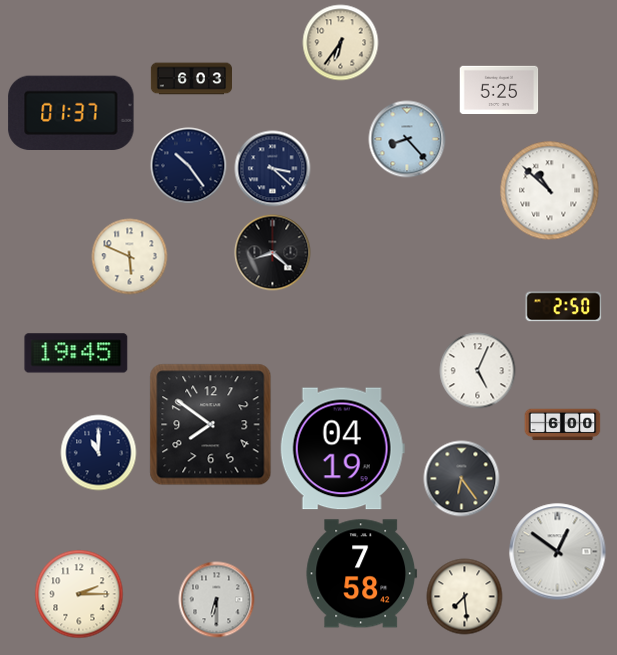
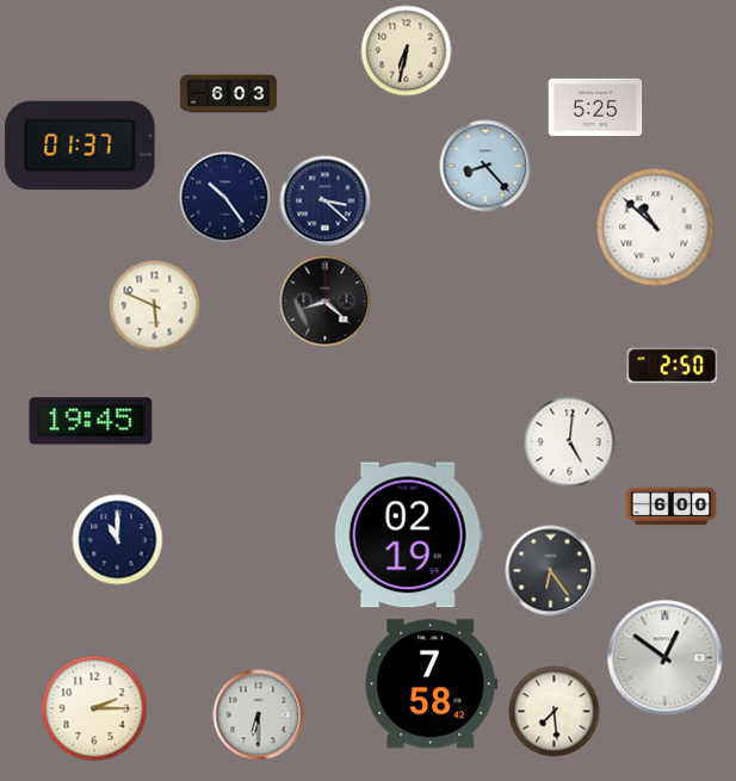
clock at (341, 43): 6:36 -> 6:32
clock at (71, 112) position: (71, 112) -> (80, 144)
clock at (478, 371): 5:04 -> 5:01
clock at (211, 425): 7:51 -> none
clock at (342, 449): 04:19 -> 02:19
